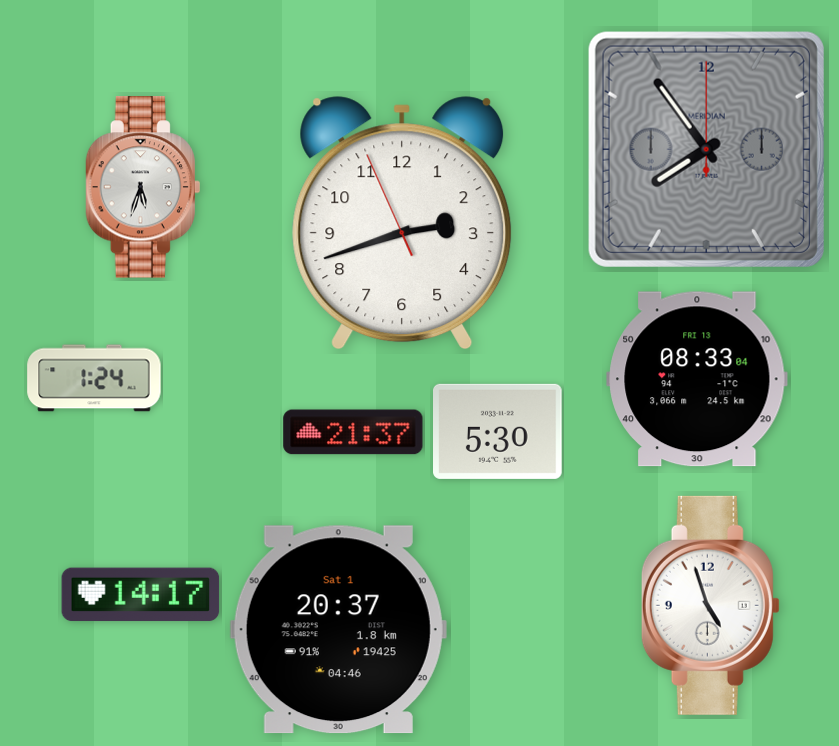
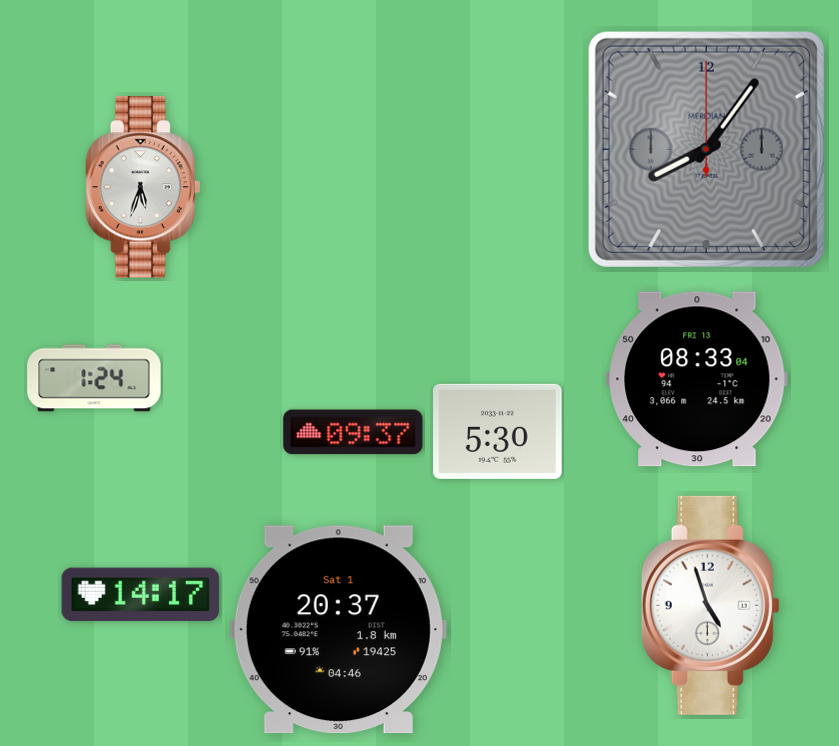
clock at (706, 149): 7:54 -> 8:06
clock at (402, 223): 2:41 -> none
clock at (353, 432): 21:37 -> 09:37
